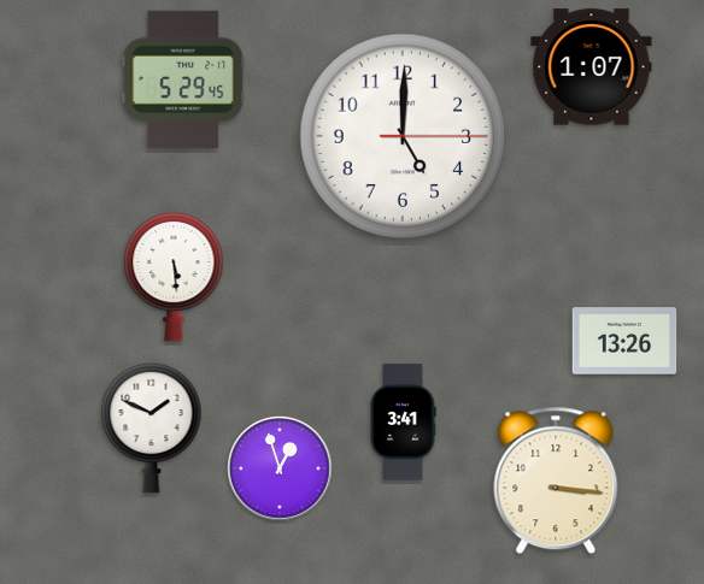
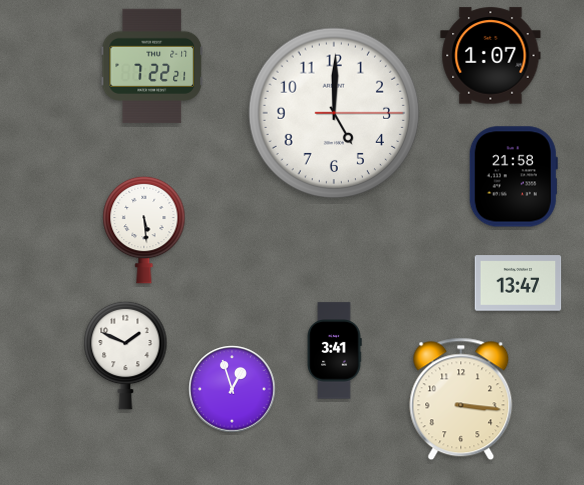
clock at (183, 78): 5:29 -> 7:22
clock at (513, 177): none -> 21:58
clock at (624, 341): 13:26 -> 13:47
